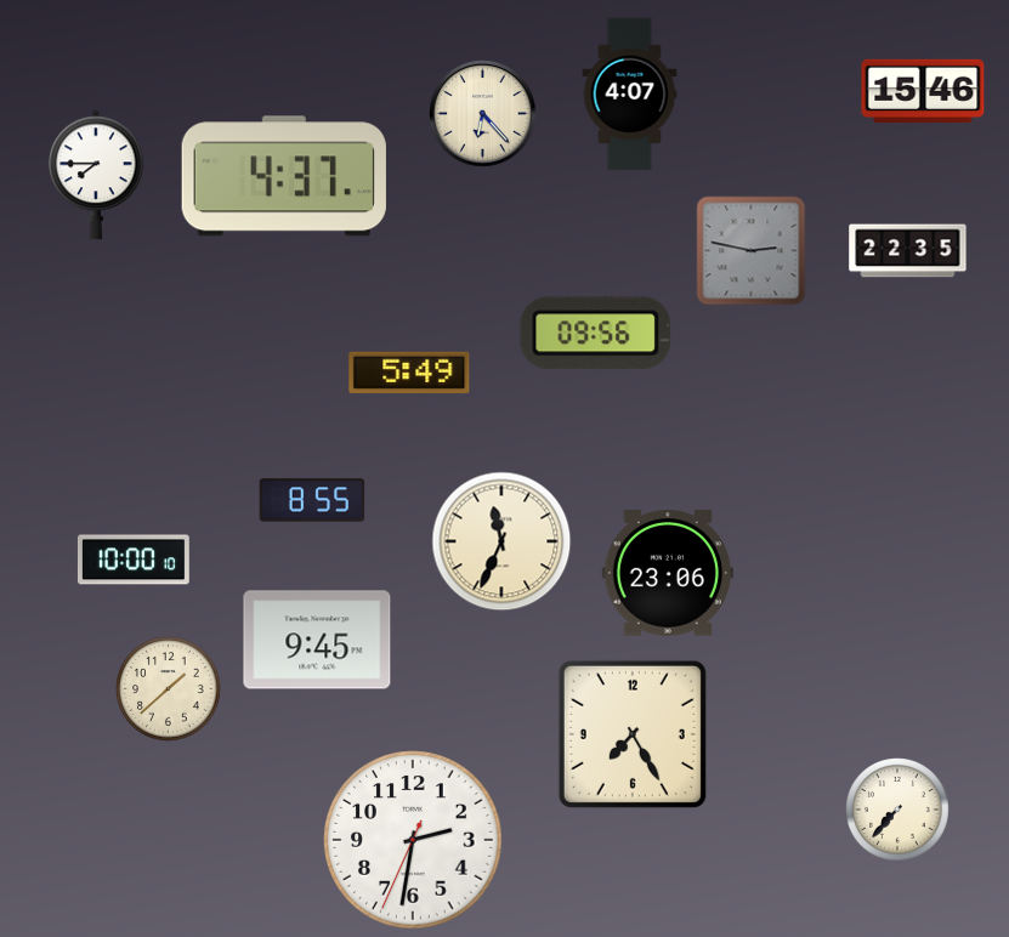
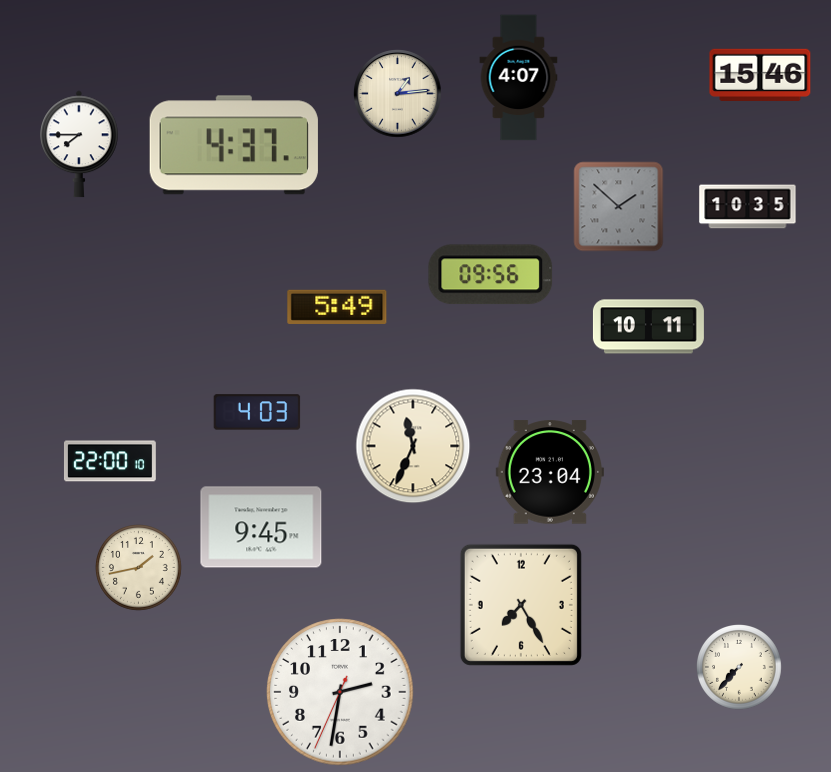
clock at (483, 114): 6:23 -> 1:14
clock at (752, 251): 2:47 -> 1:52
clock at (908, 251): 22:35 -> 10:35
clock at (648, 327): none -> 10:11
clock at (312, 500): 8:55 -> 4:03
clock at (134, 560): 10:00 -> 22:00
clock at (668, 573): 23:06 -> 23:04
clock at (169, 689): 1:38 -> 1:43
